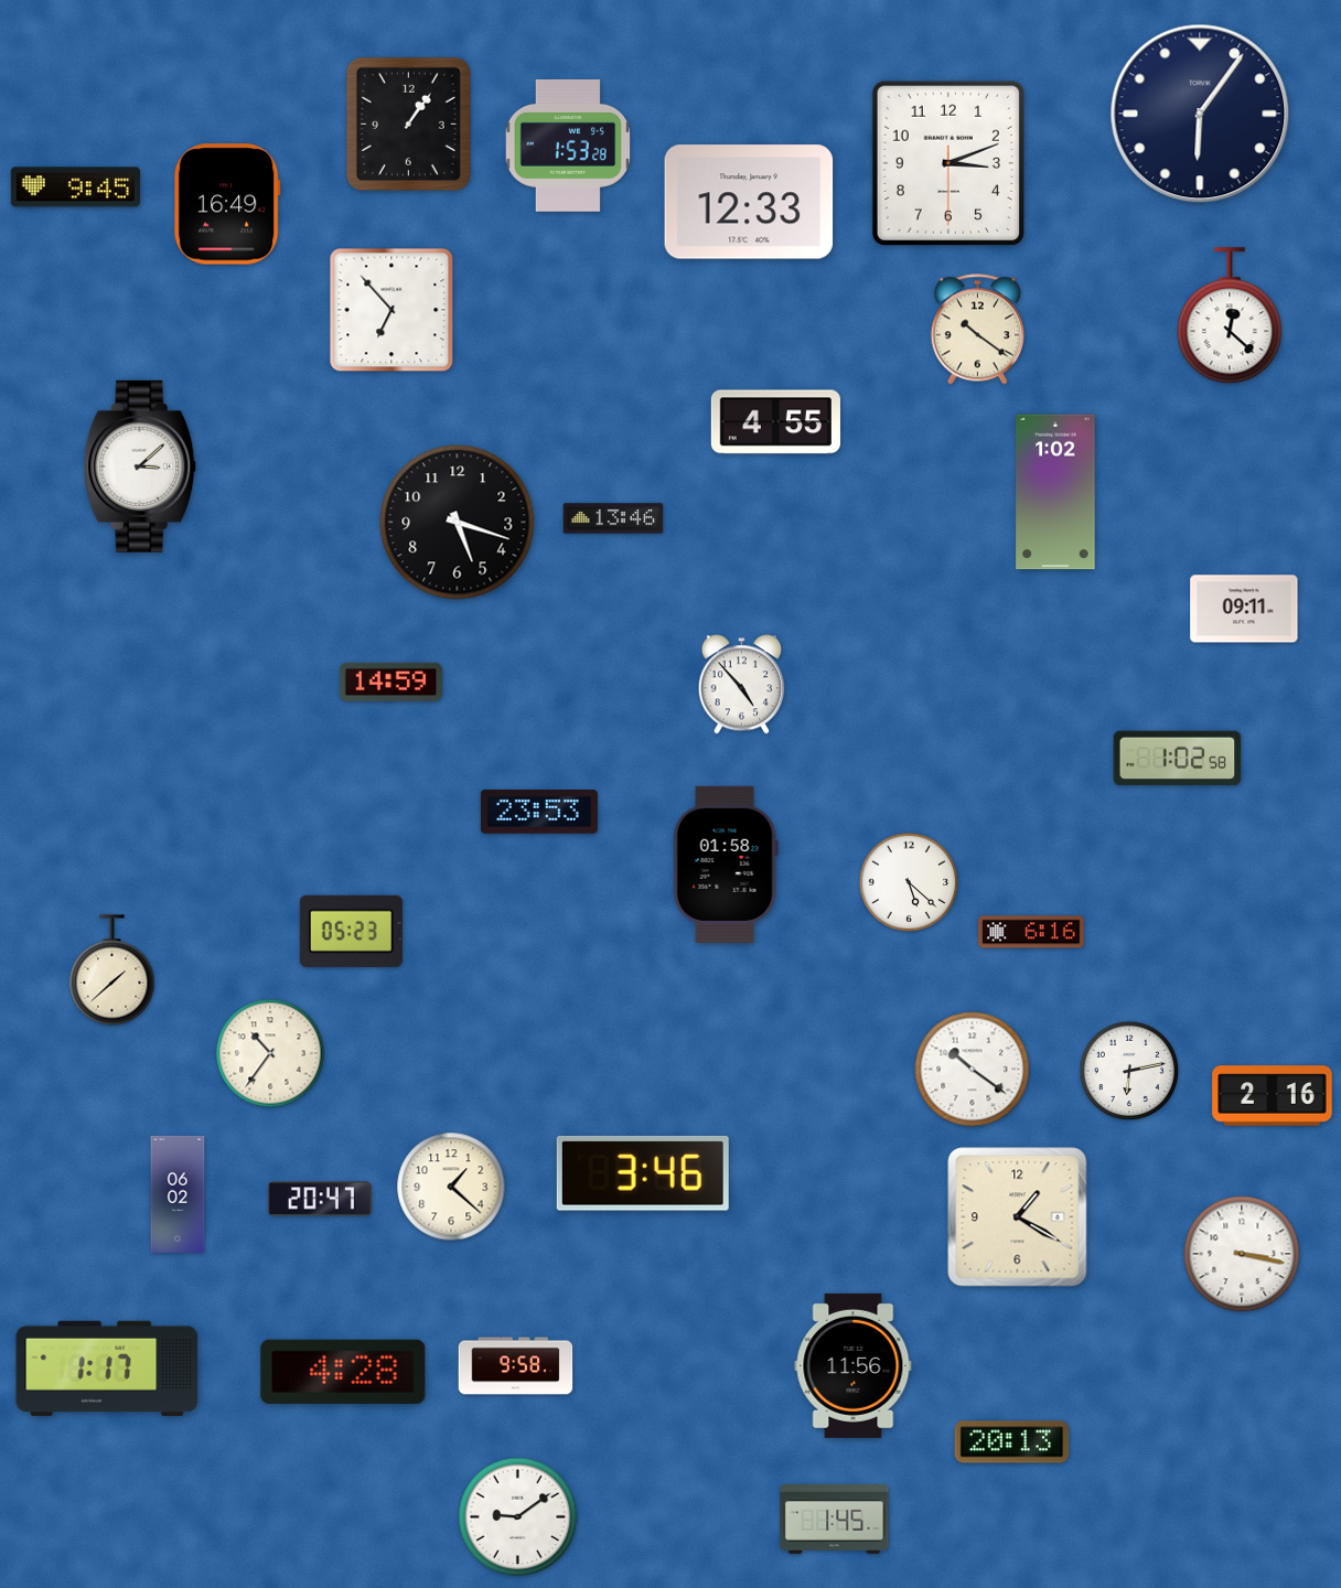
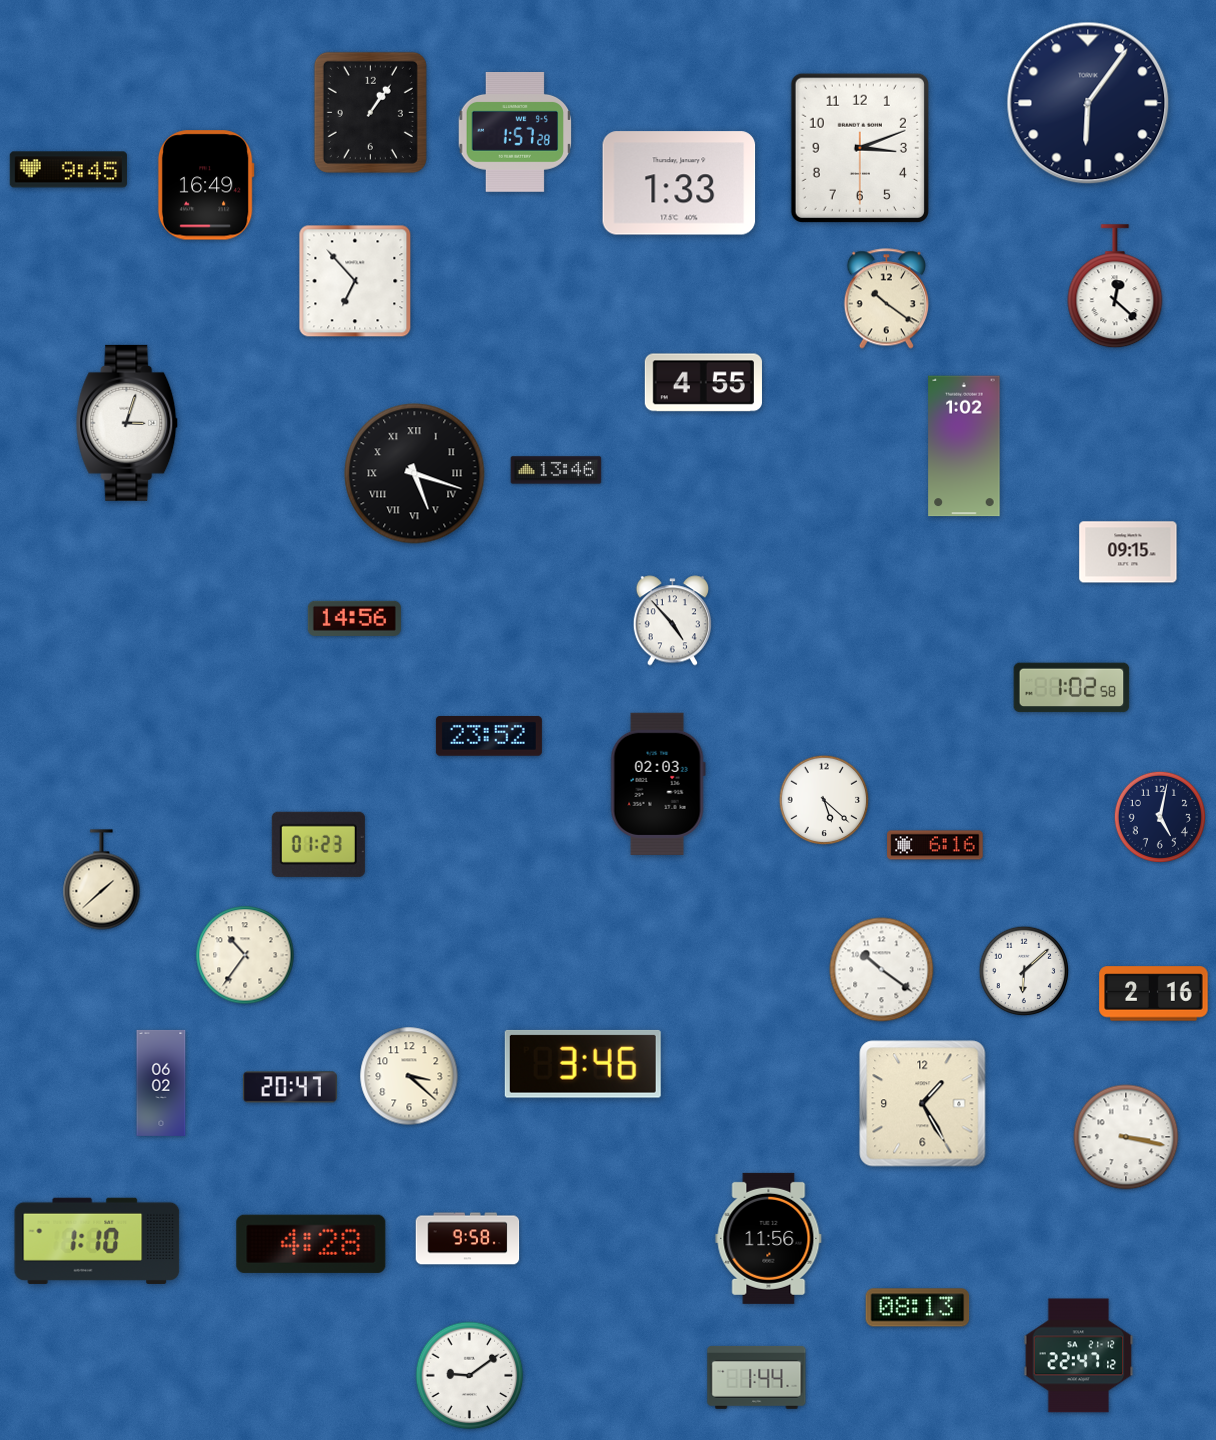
clock at (568, 147): 1:53 -> 1:57
clock at (749, 202): 12:33 -> 1:33
clock at (141, 466): 3:08 -> 3:03
clock at (1055, 492) position: (1055, 492) -> (964, 446)
clock at (458, 523) numerals: Arabic -> Roman
clock at (1244, 609): 09:11 -> 09:15
clock at (390, 682): 14:59 -> 14:56
clock at (1178, 759) position: (1178, 759) -> (1072, 688)
clock at (539, 813): 23:53 -> 23:52
clock at (726, 865): 01:58 -> 02:03
clock at (1160, 817): none -> 5:02
clock at (351, 931): 05:23 -> 01:23
clock at (1129, 1071): 6:13 -> 6:08
clock at (451, 1187): 1:22 -> 3:22
clock at (1018, 1217): 1:20 -> 1:25
clock at (854, 1365) position: (854, 1365) -> (769, 1238)
clock at (107, 1369): 1:17 -> 1:10
clock at (1012, 1442): 20:13 -> 08:13
clock at (1079, 1356): none -> 22:47
clock at (835, 1519): 1:45 -> 1:44
